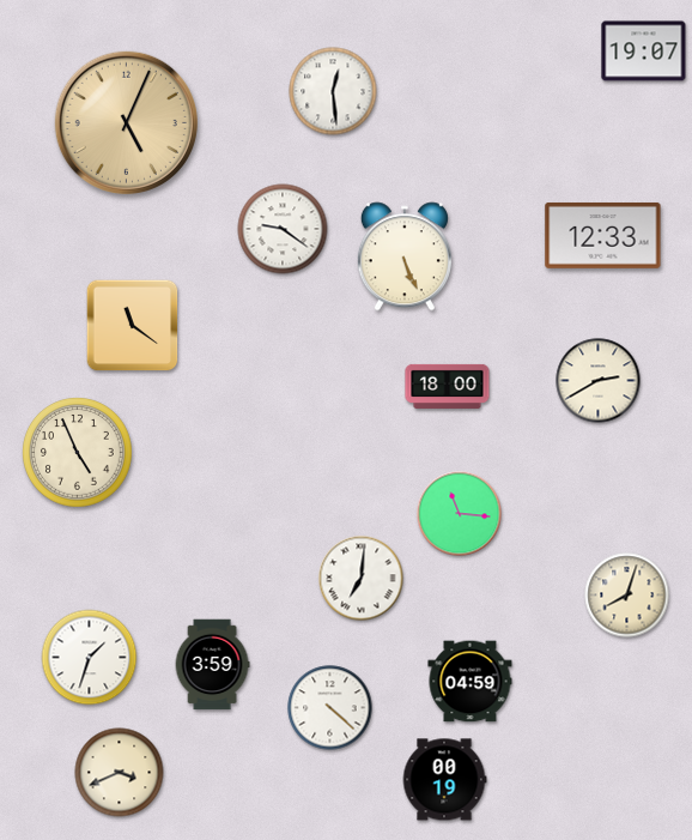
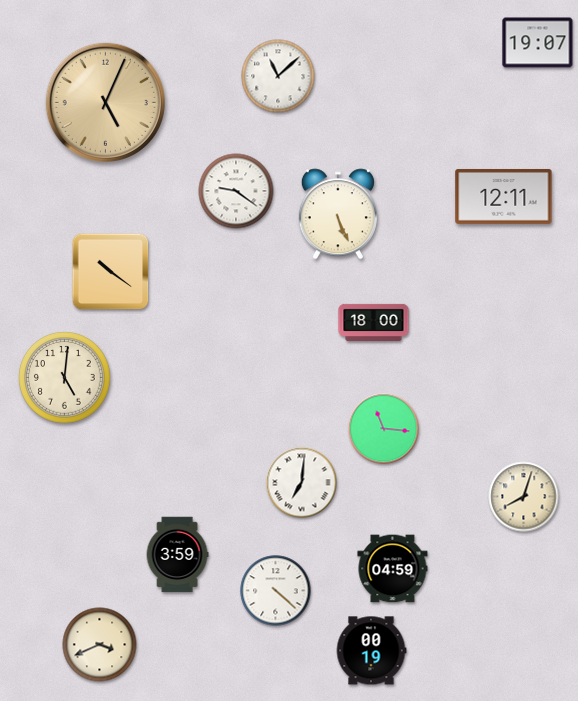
clock at (333, 91): 12:29 -> 11:08
clock at (603, 235): 12:33 -> 12:11
clock at (133, 326): 11:21 -> 10:21
clock at (599, 381): 2:40 -> none
clock at (78, 453): 4:56 -> 5:01
clock at (90, 658): 1:33 -> none
